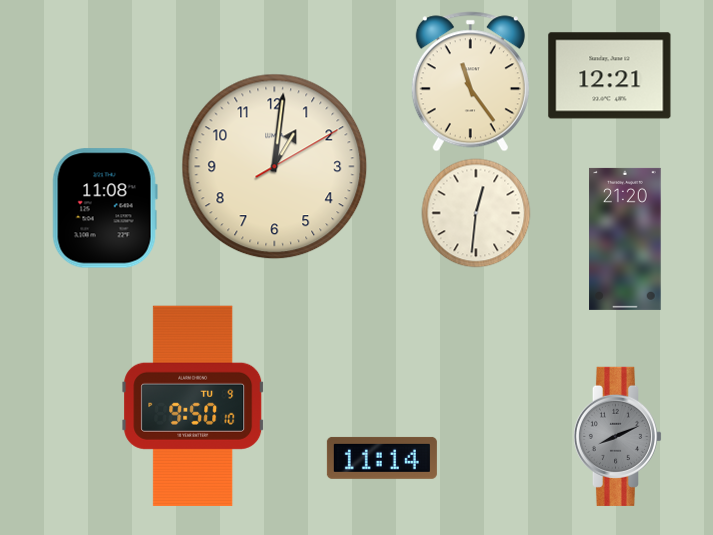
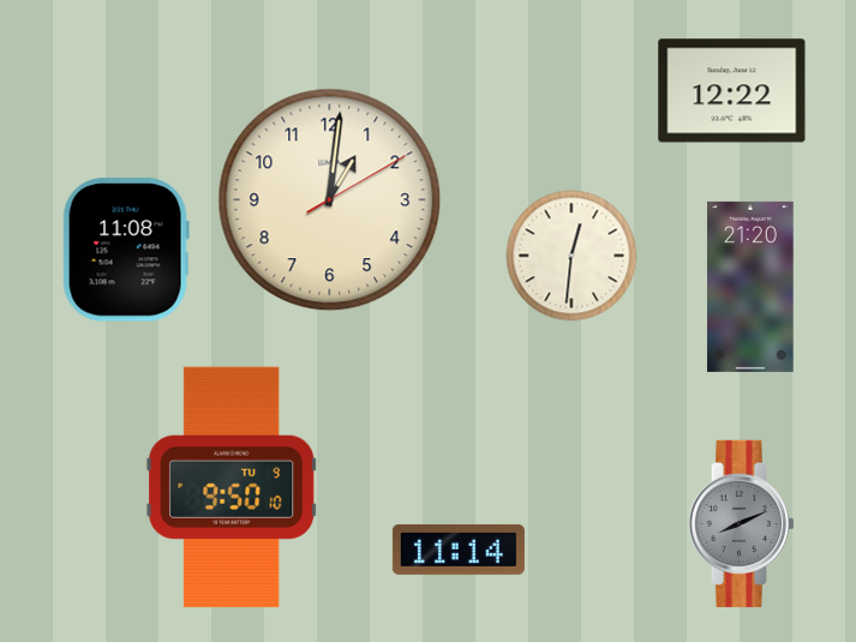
clock at (610, 76): 12:21 -> 12:22
clock at (470, 82): 11:24 -> none
